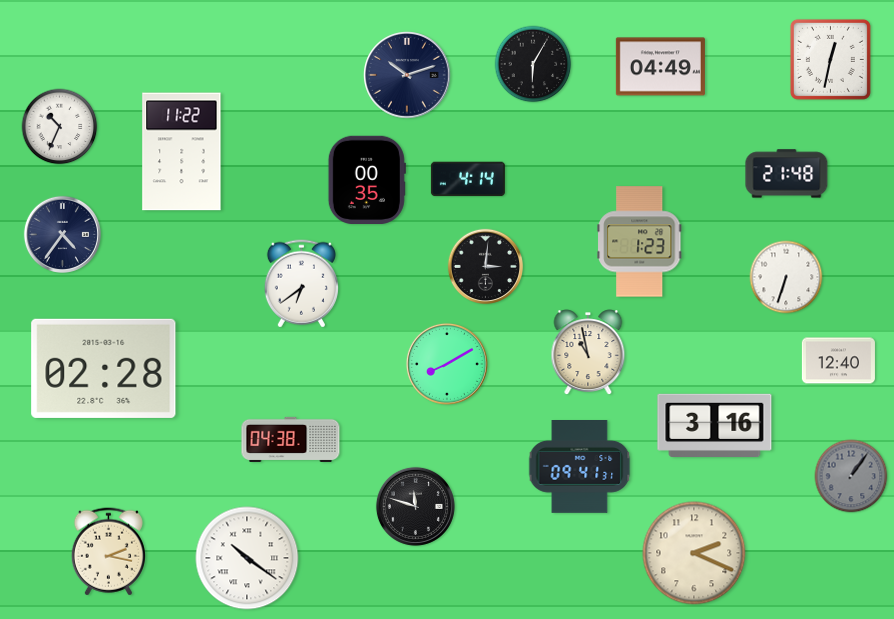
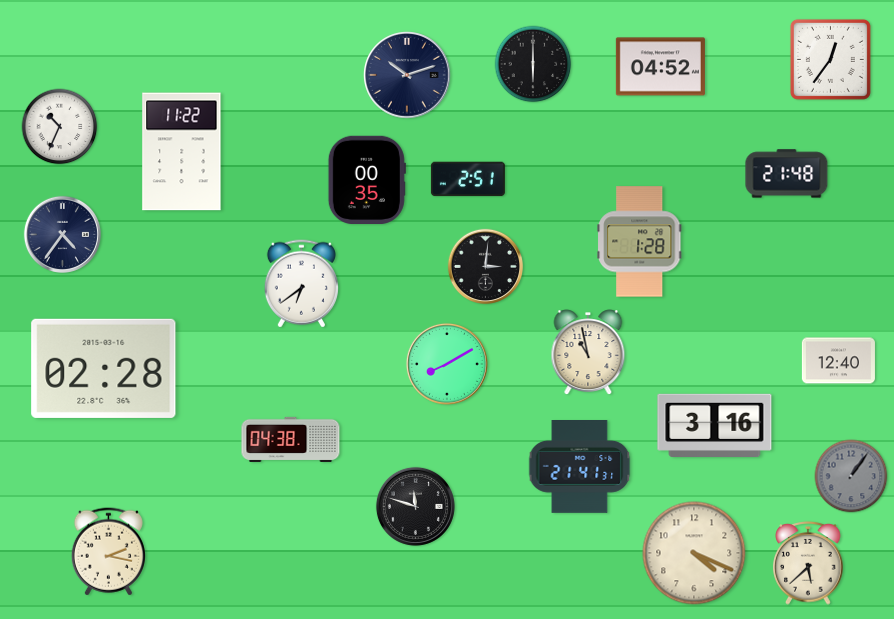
clock at (830, 59): 12:32 -> 12:36
clock at (533, 64): 6:05 -> 6:00
clock at (660, 67): 04:49 -> 04:52
clock at (468, 179): 4:14 -> 2:51
clock at (640, 242): 1:23 -> 1:28
clock at (786, 277): 6:33 -> none
clock at (580, 467): 09:41 -> 21:41
clock at (694, 553): 2:19 -> 4:19
clock at (247, 558): 10:21 -> none
clock at (808, 564): none -> 5:38
